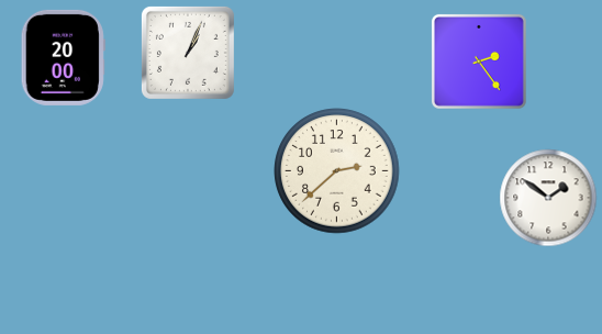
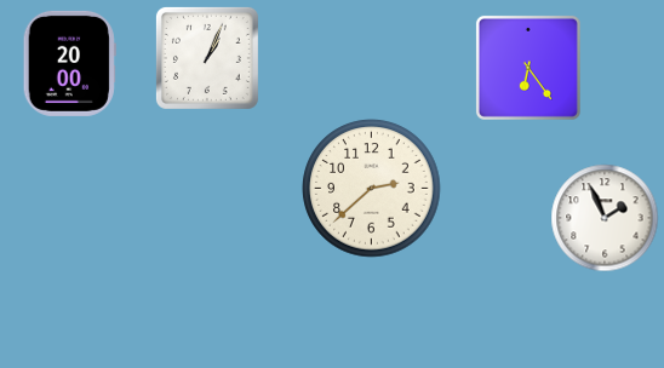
clock at (479, 62): 2:24 -> 6:24
clock at (548, 198): 1:51 -> 1:56
